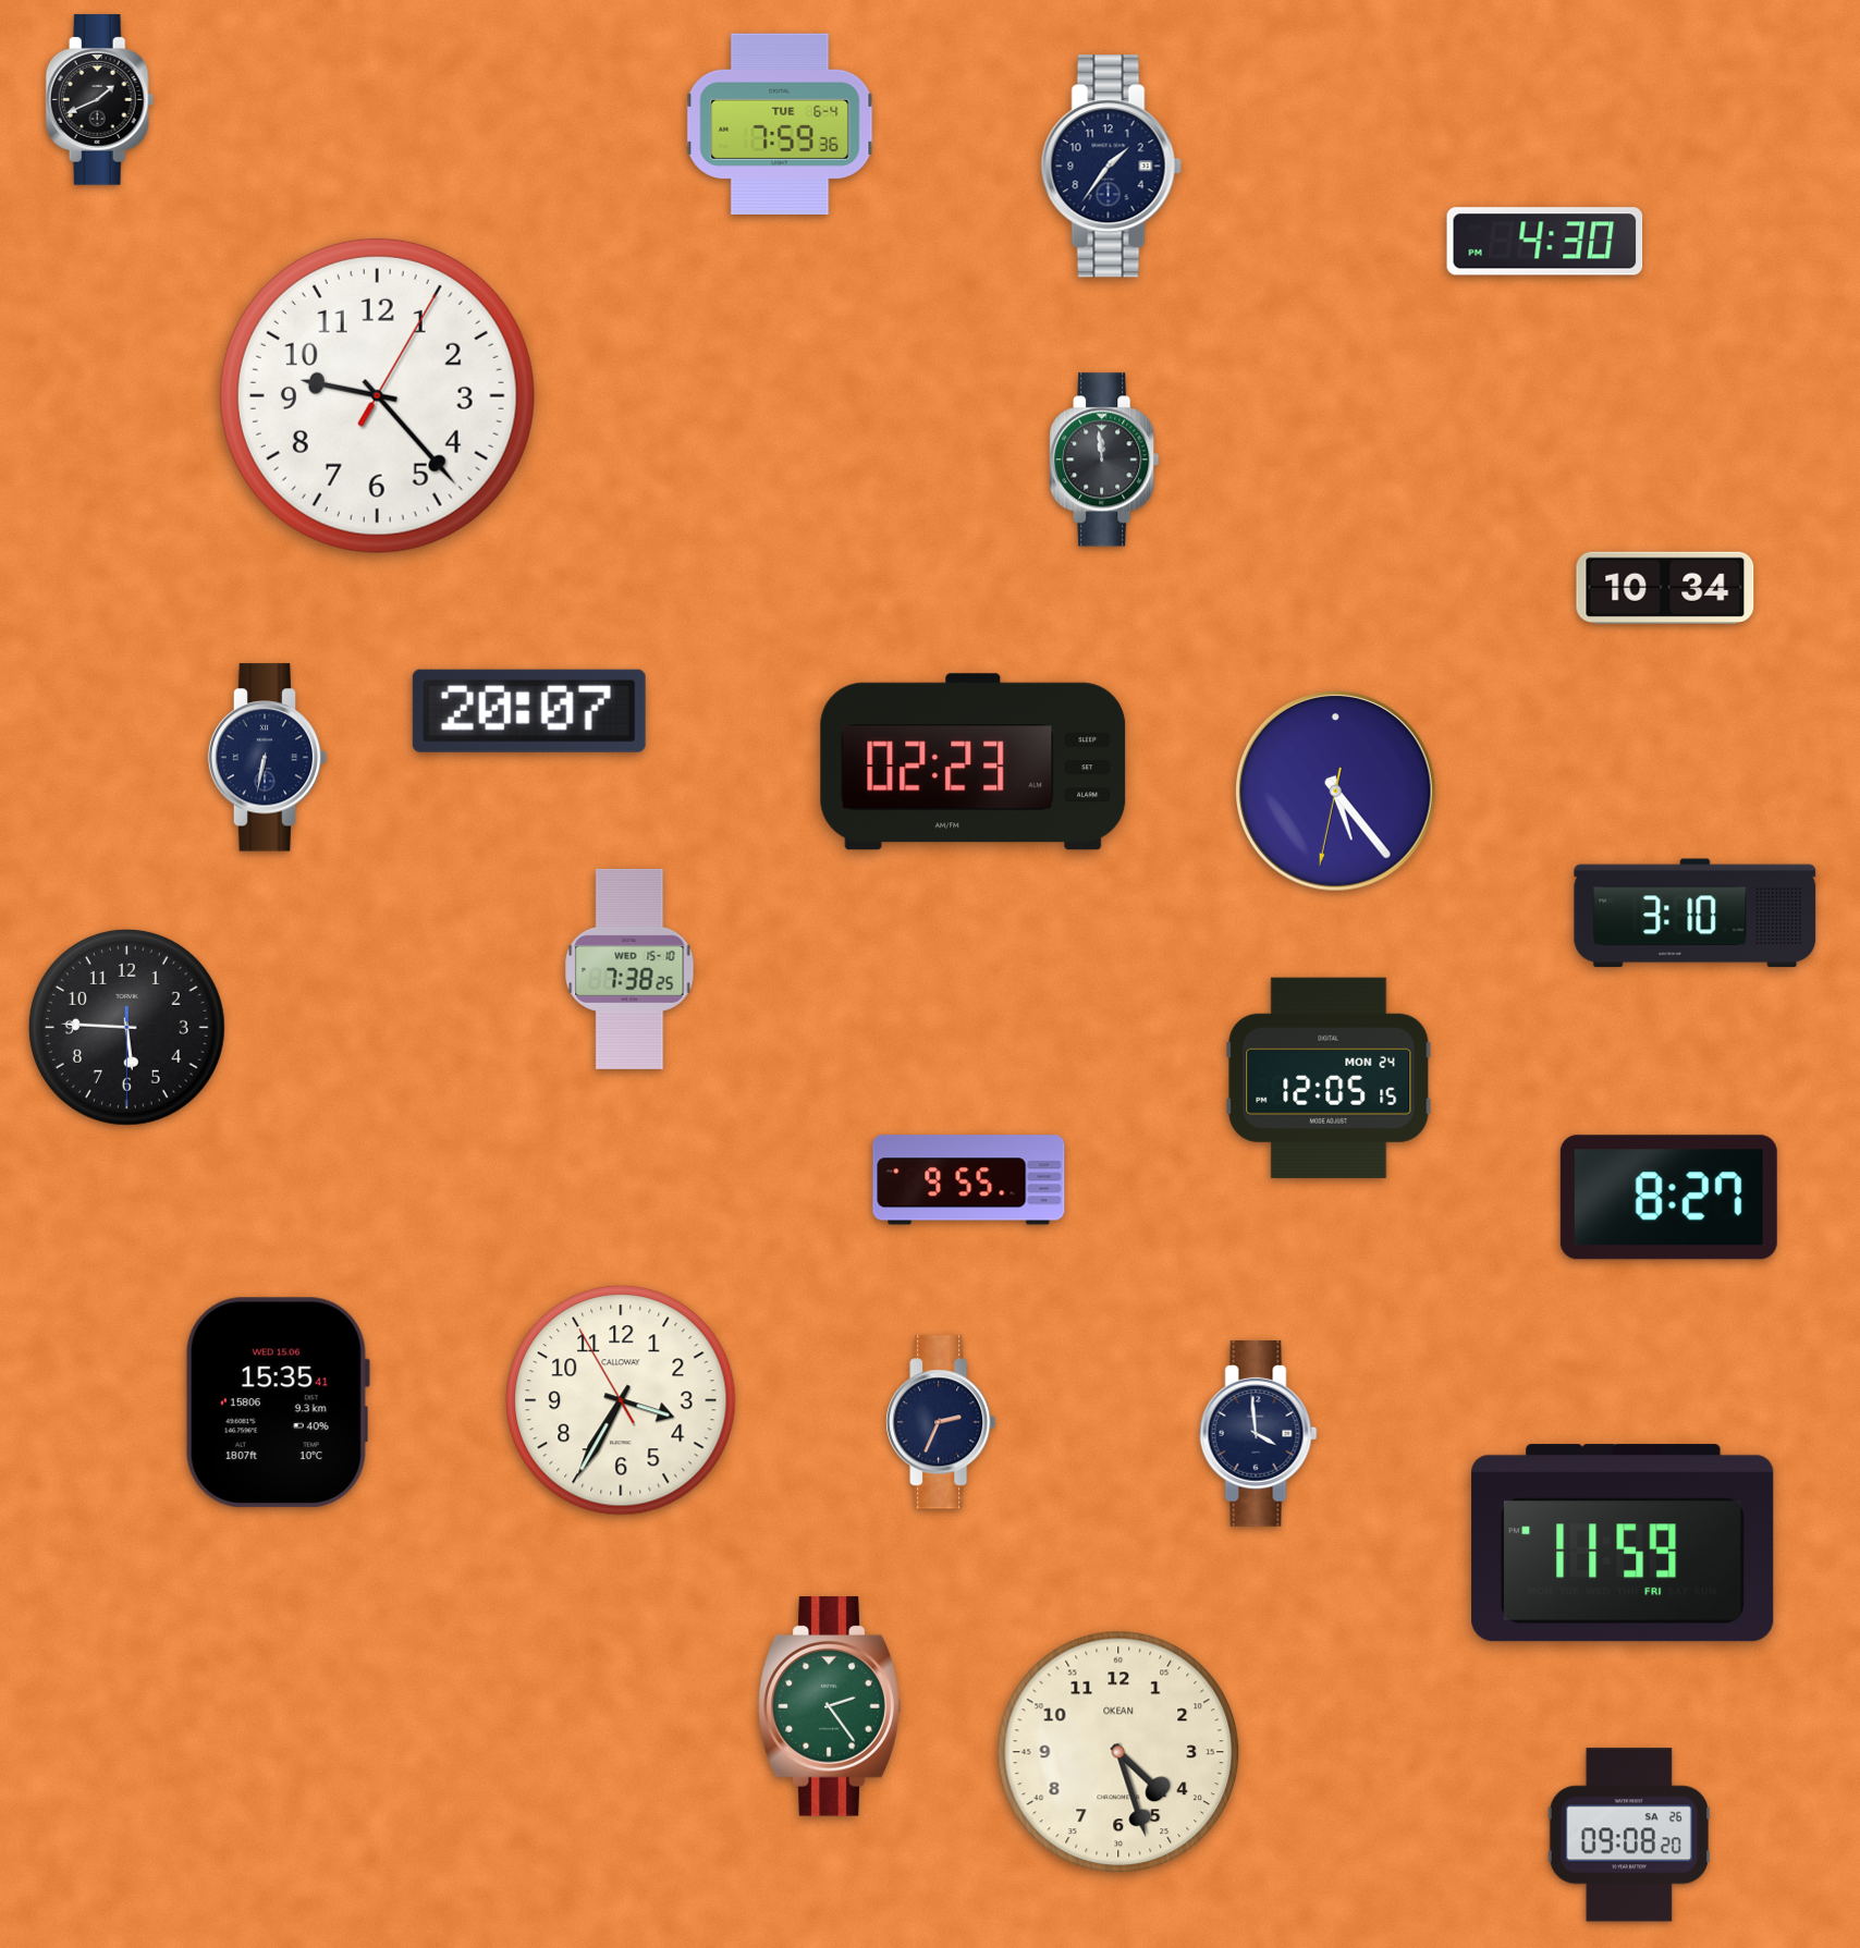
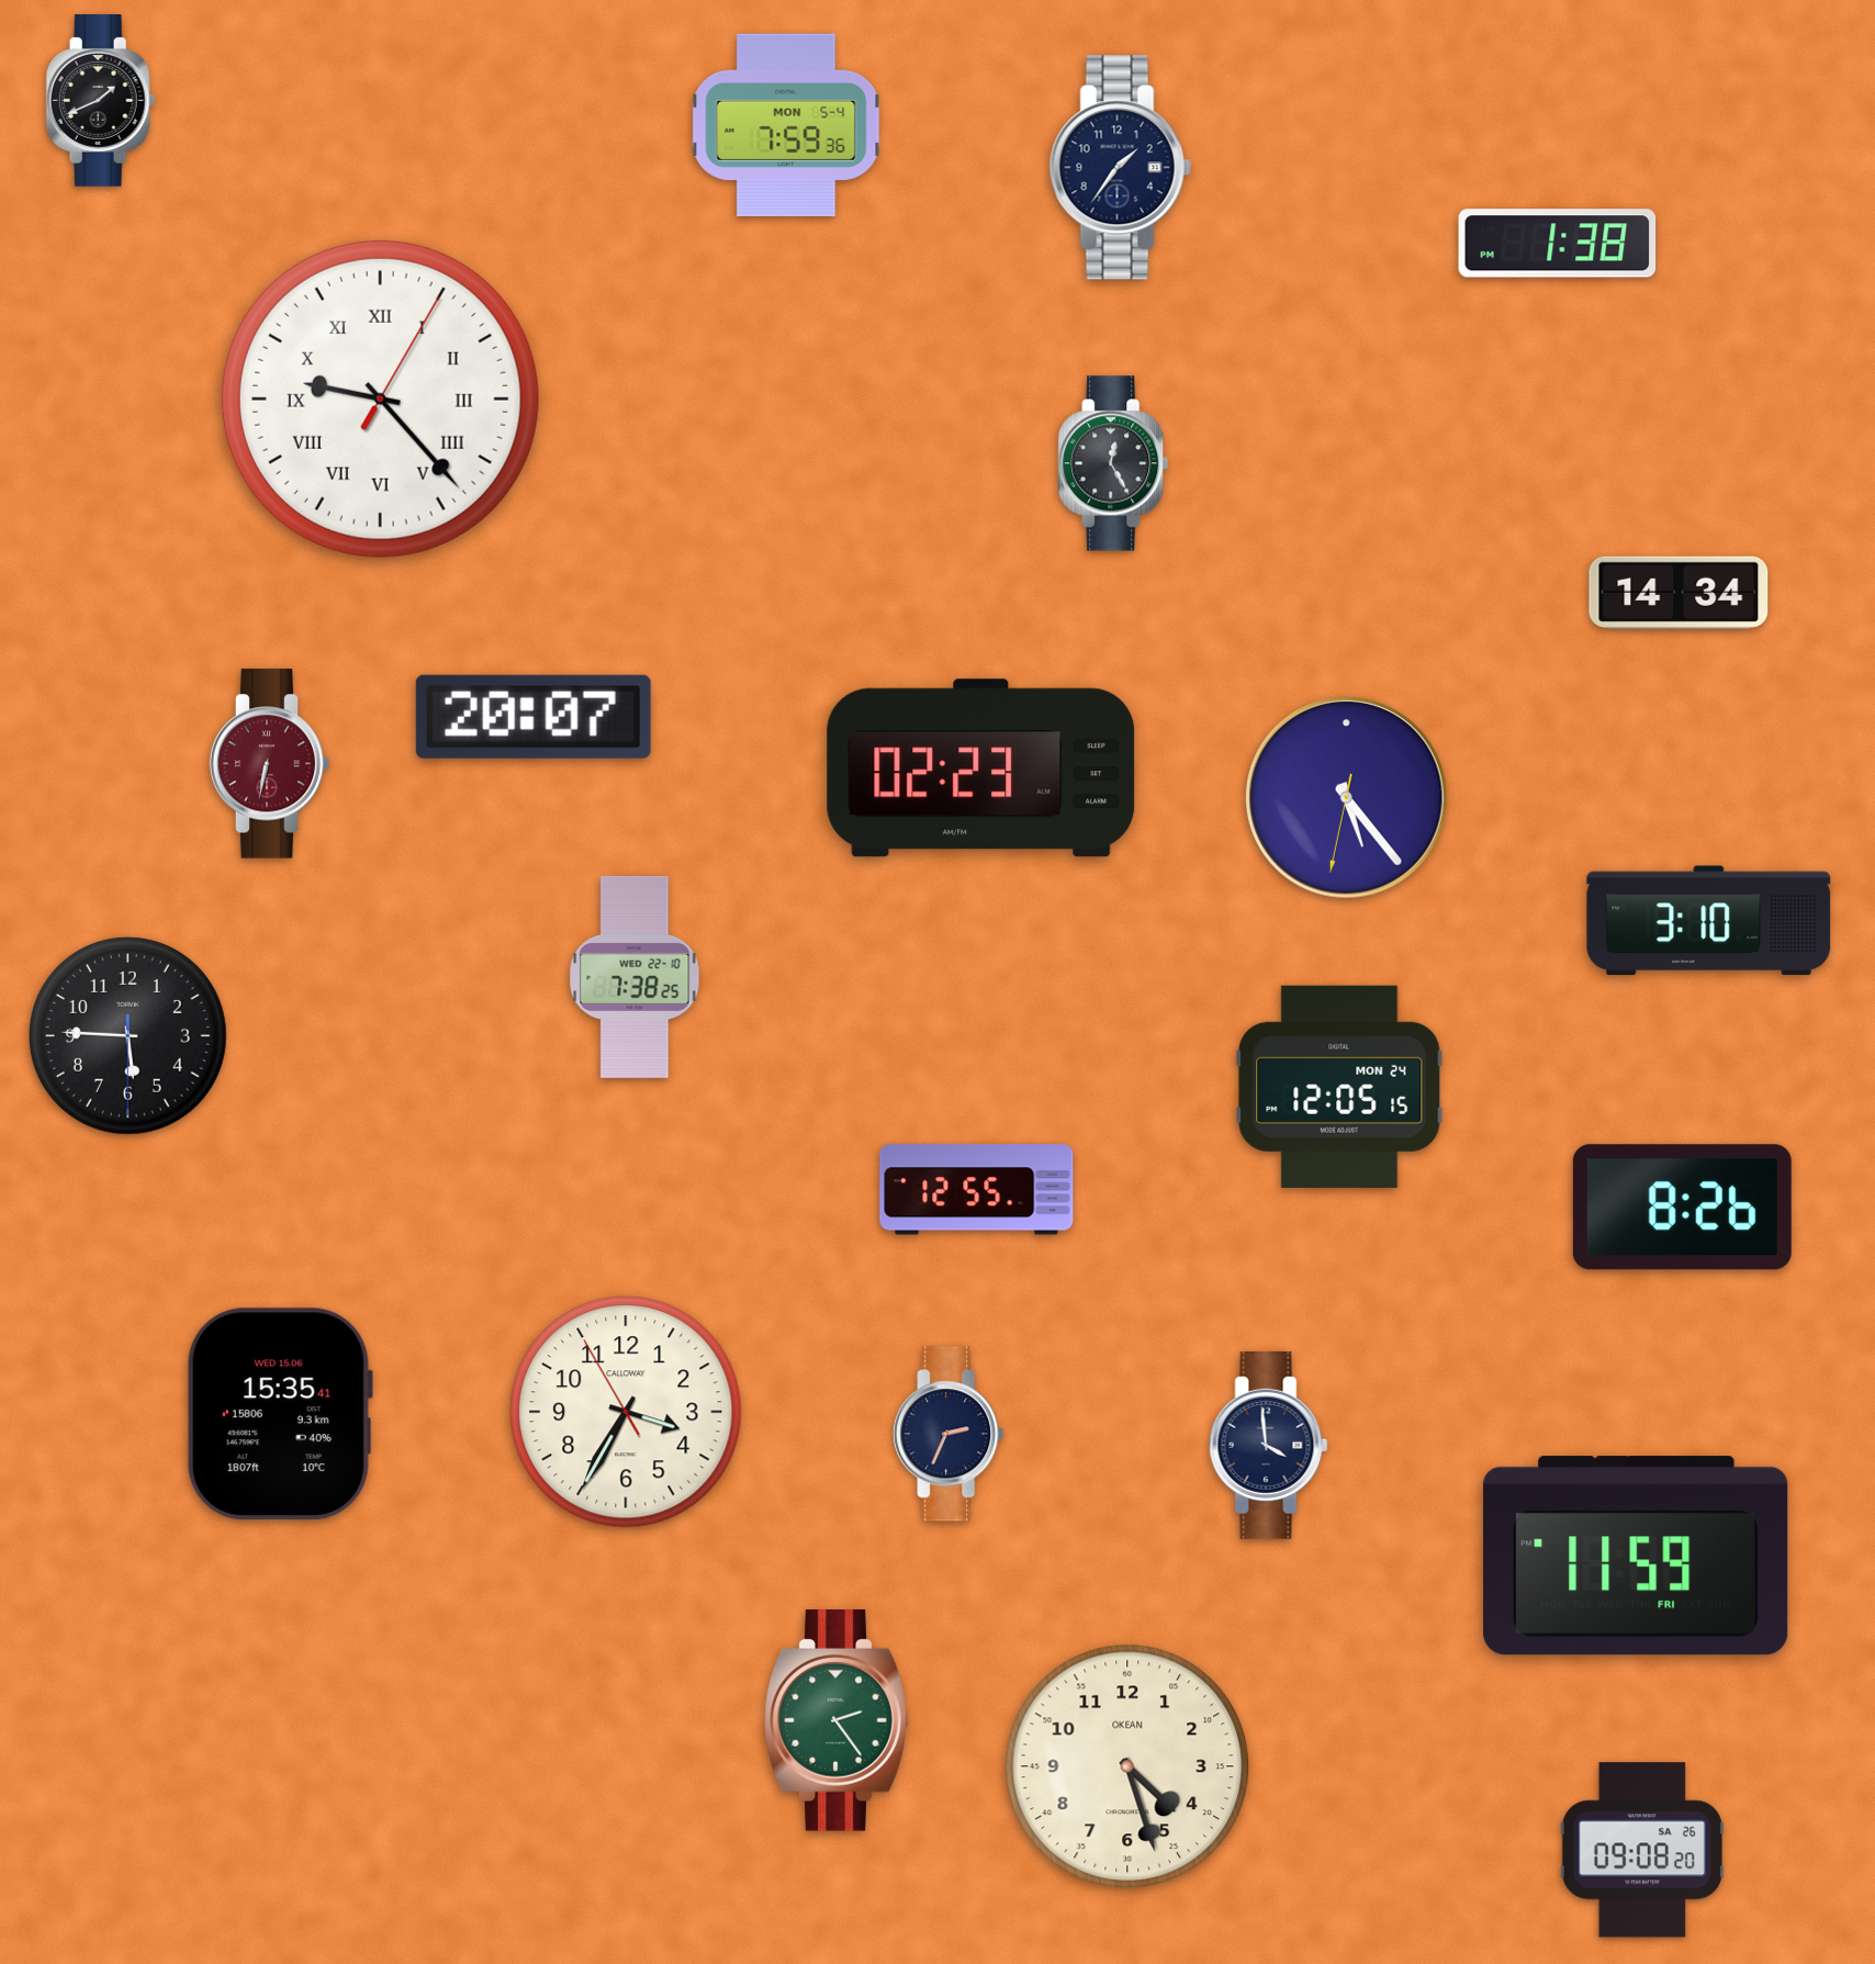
clock at (780, 123) date: TUE 6-4 -> MON 5-4
clock at (1545, 242): 4:30 -> 1:38
clock at (377, 395) numerals: Arabic -> Roman
clock at (1104, 460): 11:59 -> 12:25
clock at (1665, 588): 10:34 -> 14:34
clock at (268, 758) dial: navy -> burgundy
clock at (629, 969) date: WED 15-10 -> WED 22-10
clock at (969, 1180): 9:55 -> 12:55
clock at (1668, 1198): 8:27 -> 8:26
